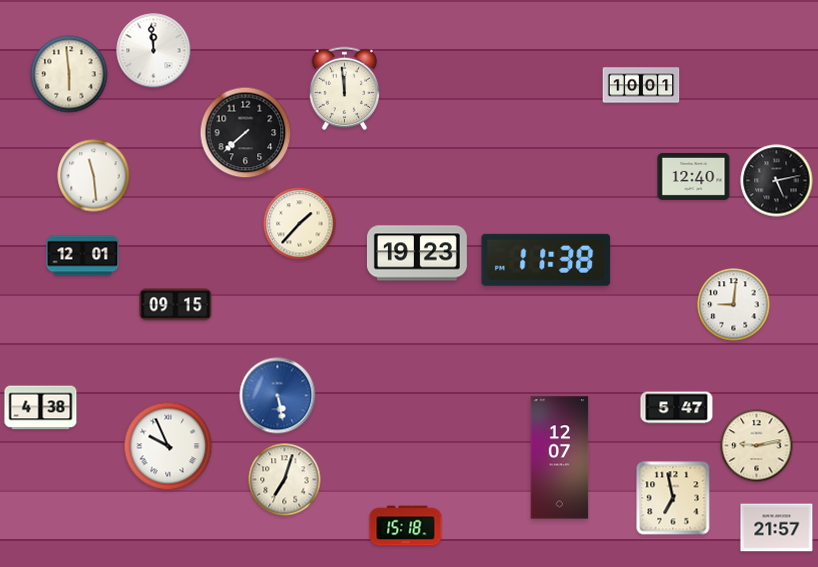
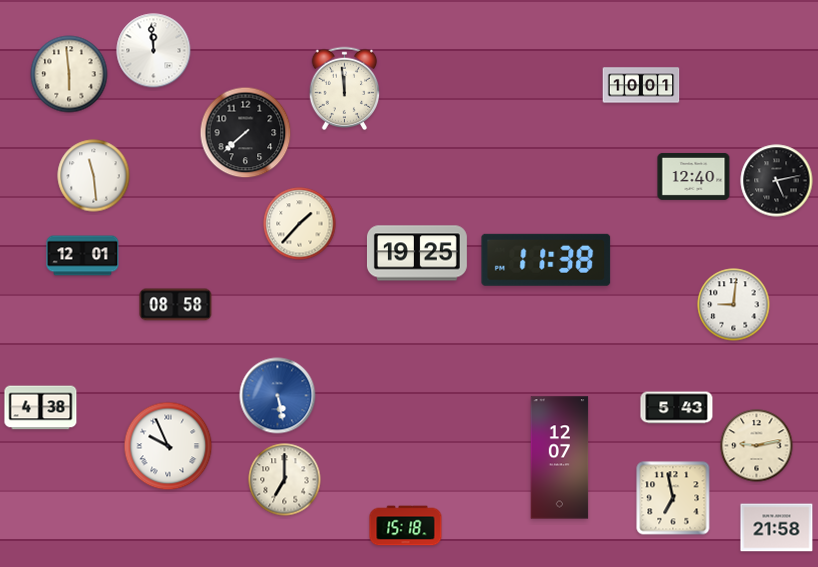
clock at (417, 253): 19:23 -> 19:25
clock at (176, 305): 09:15 -> 08:58
clock at (677, 408): 5:47 -> 5:43
clock at (285, 480): 7:03 -> 7:00
clock at (777, 528): 21:57 -> 21:58
